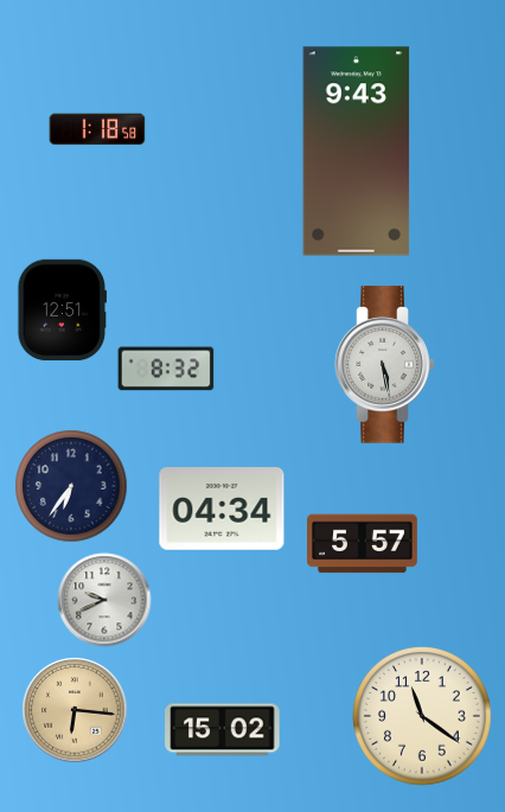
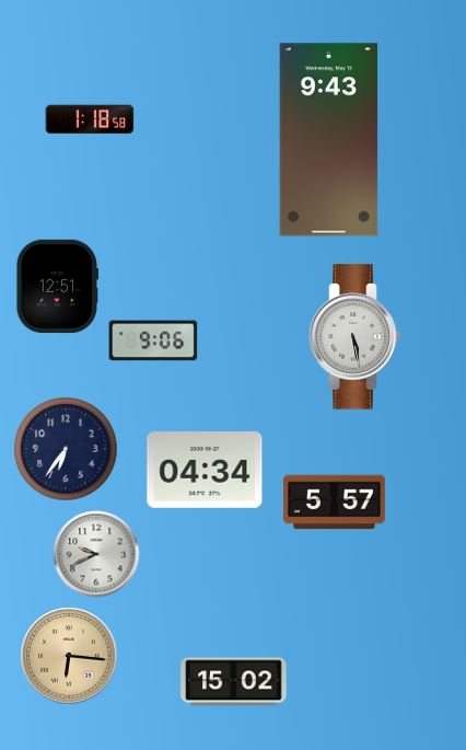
clock at (166, 369): 8:32 -> 9:06
clock at (423, 717): 11:21 -> none
clock at (223, 730) position: (223, 730) -> (234, 682)
